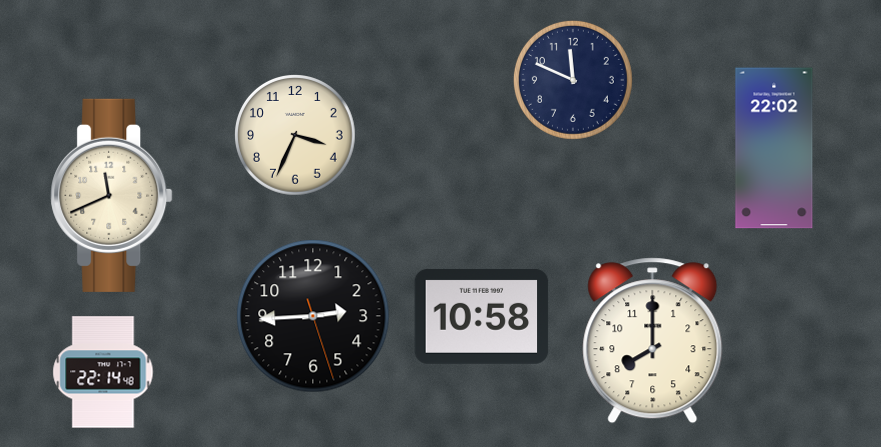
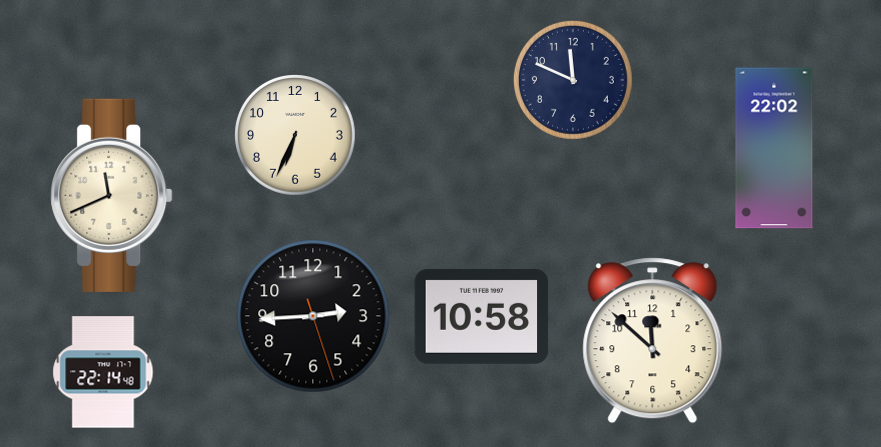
clock at (296, 136): 3:34 -> 6:34
clock at (653, 341): 8:00 -> 11:52
